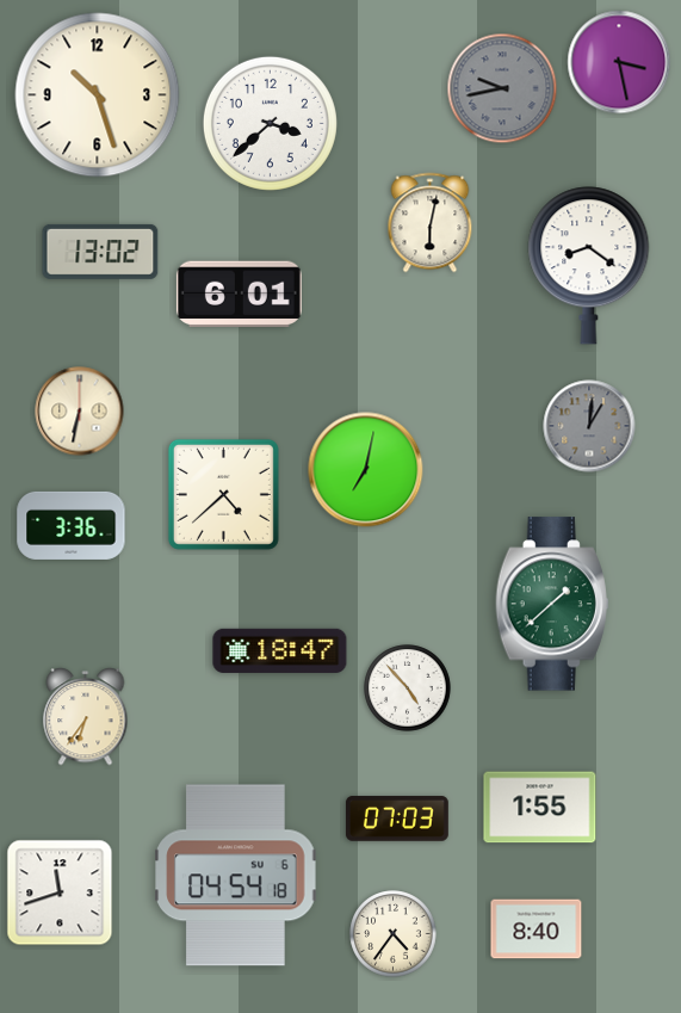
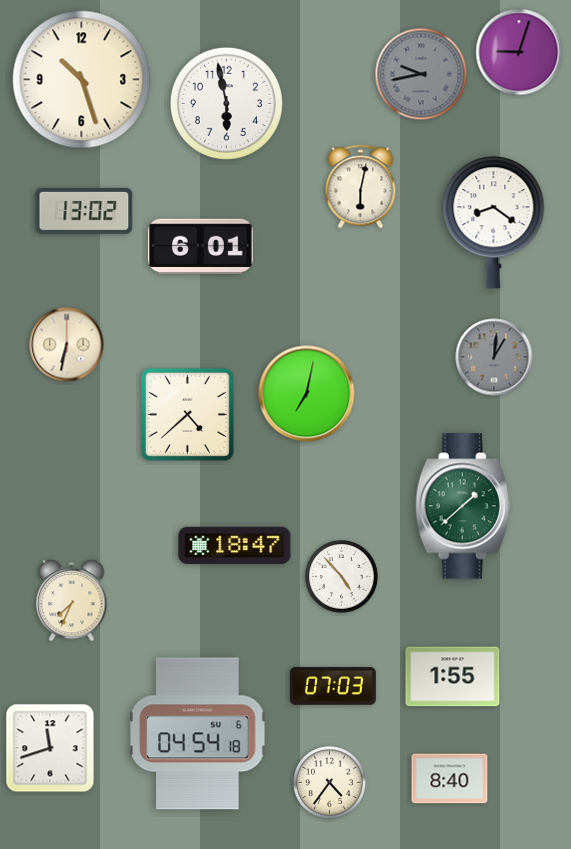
clock at (619, 62): 3:28 -> 9:03
clock at (270, 123): 3:38 -> 5:58
clock at (72, 525): 3:36 -> none
clock at (86, 717): 6:36 -> 7:34
